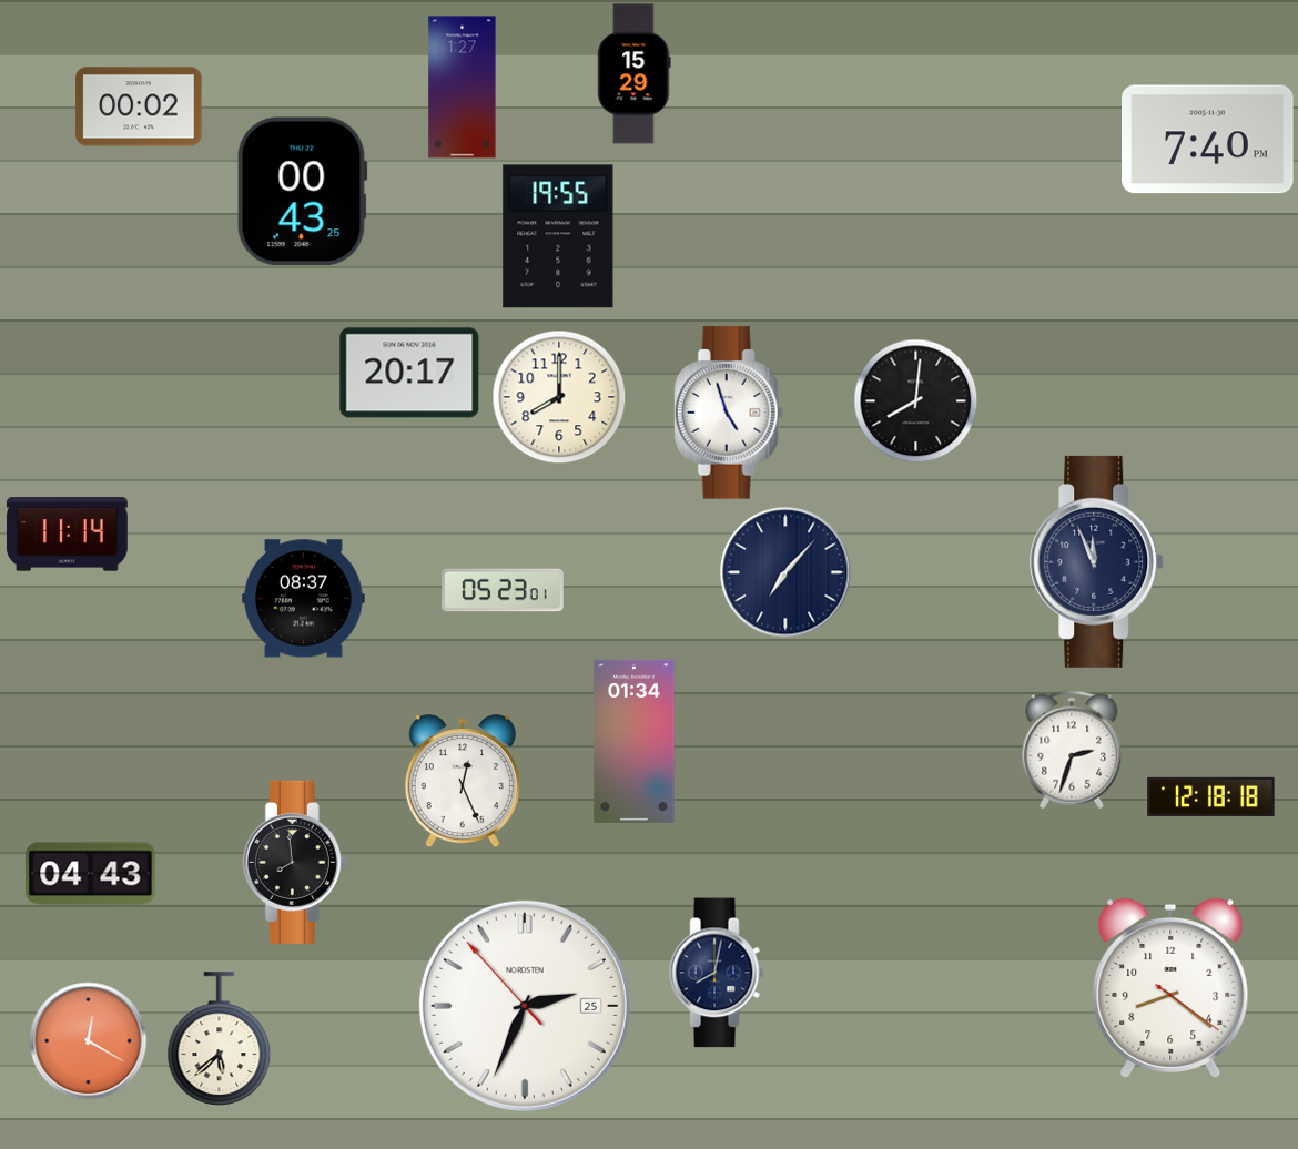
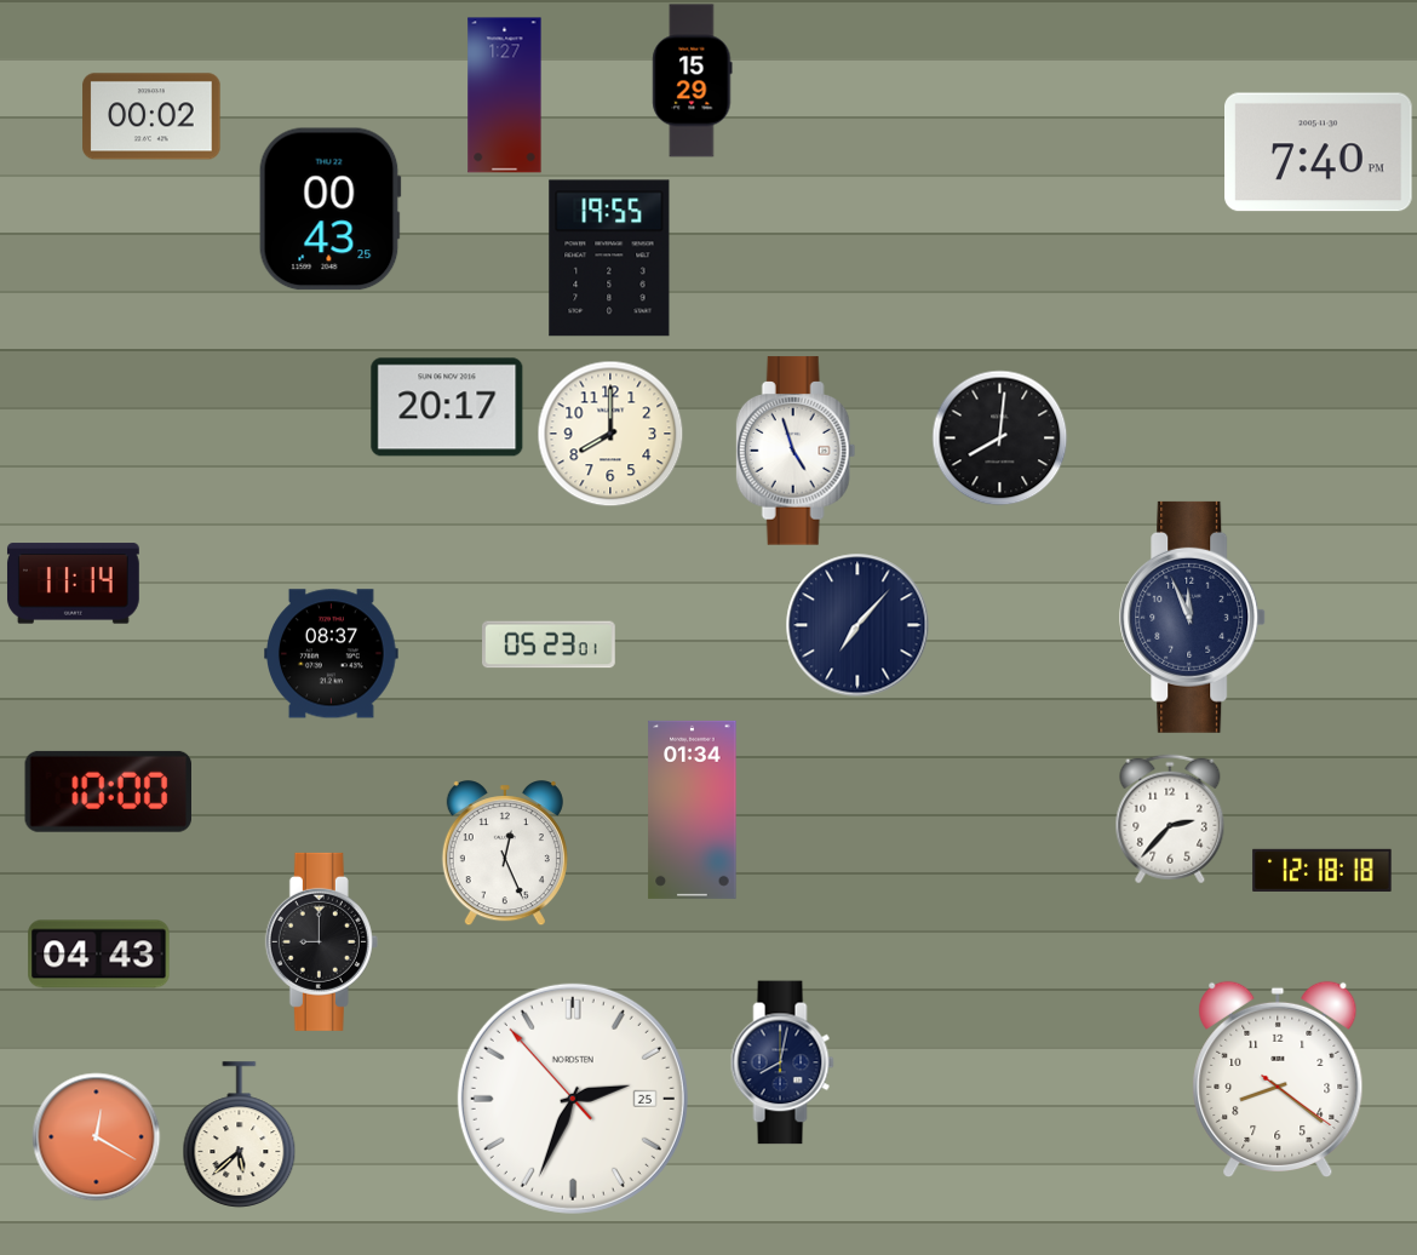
clock at (1097, 561) position: (1097, 561) -> (1193, 617)
clock at (108, 791): none -> 10:00
clock at (1072, 750): 2:33 -> 2:37
clock at (294, 862): 7:59 -> 9:00
